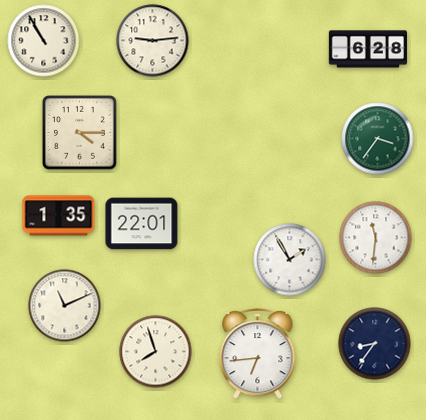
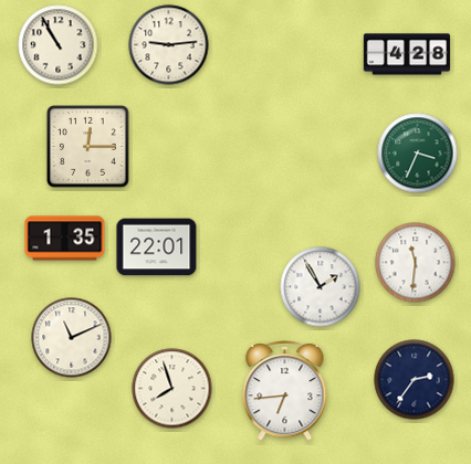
clock at (44, 41) position: (44, 41) -> (59, 45)
clock at (368, 49): 6:28 -> 4:28
clock at (80, 133): 4:15 -> 12:15
clock at (378, 139): 3:36 -> 3:34
clock at (375, 344): 8:36 -> 2:36
